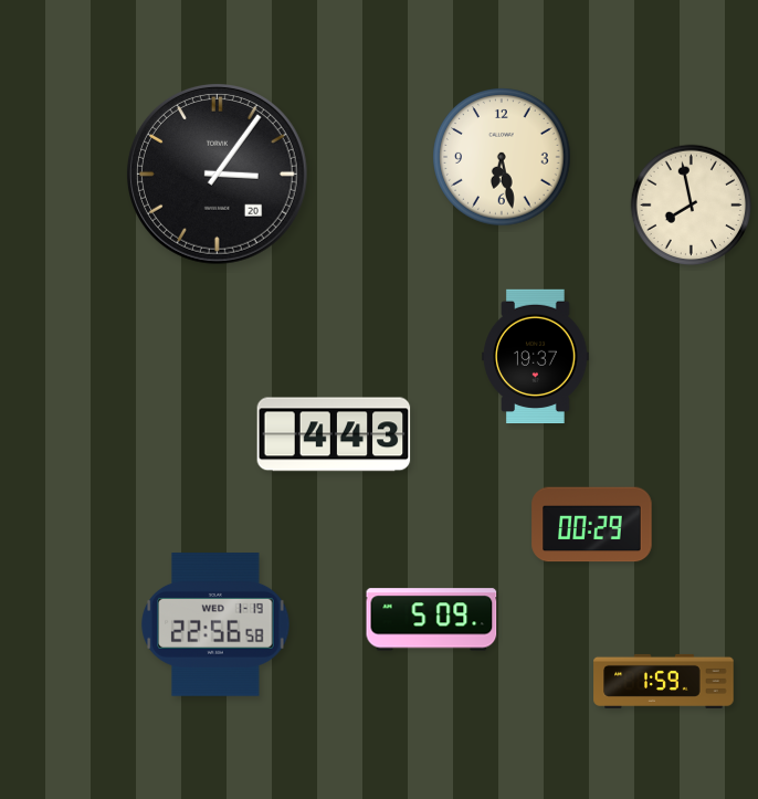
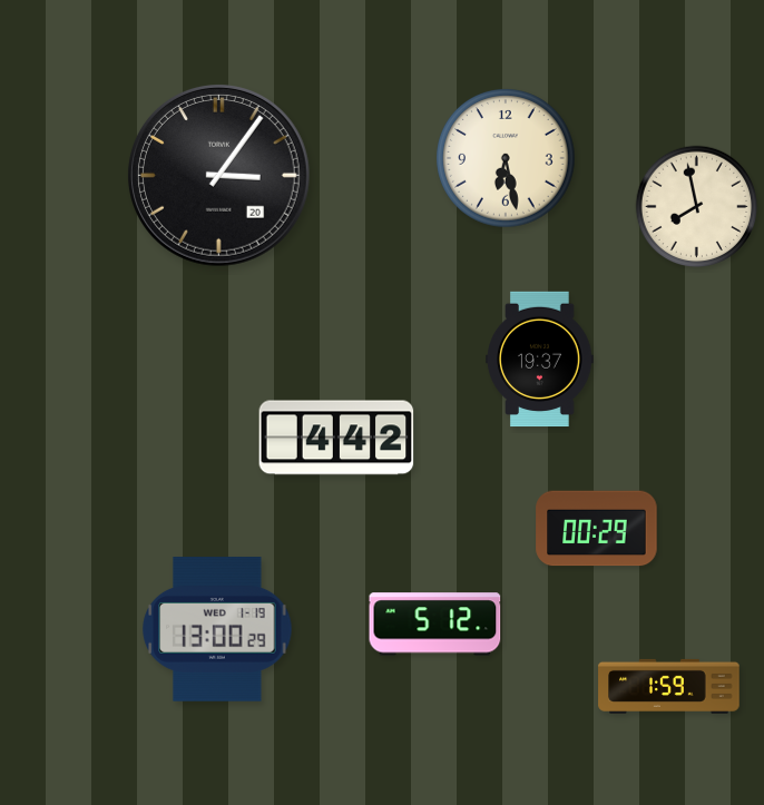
clock at (334, 434): 4:43 -> 4:42
clock at (432, 620): 5:09 -> 5:12
clock at (215, 624): 22:56 -> 13:00
